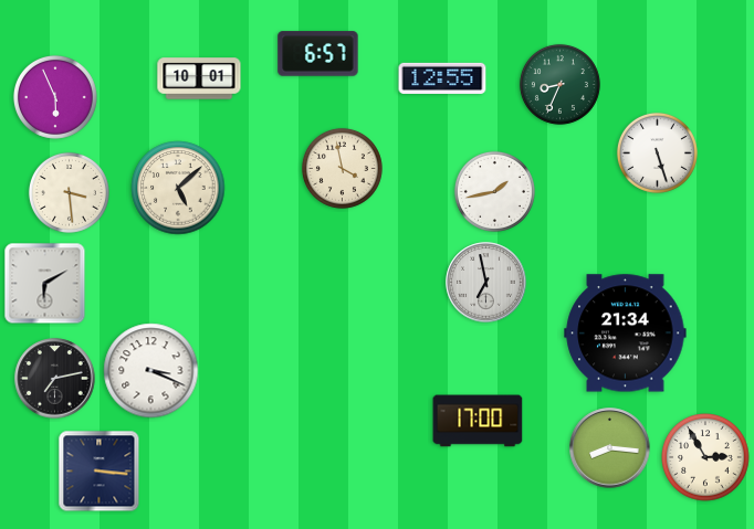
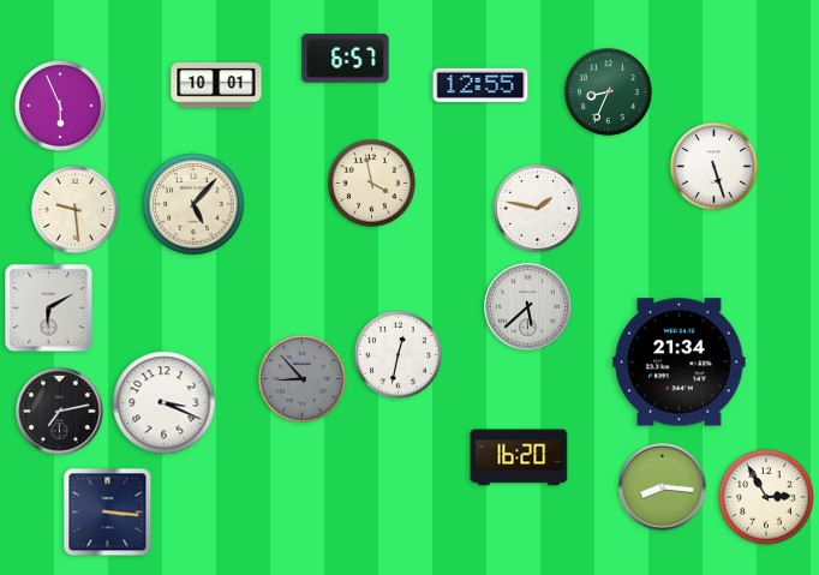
clock at (178, 188): 5:08 -> 5:07
clock at (494, 191): 1:43 -> 1:47
clock at (69, 192): 3:29 -> 9:29
clock at (486, 283): 6:58 -> 5:38
clock at (397, 354): none -> 12:32
clock at (301, 378): none -> 8:53
clock at (478, 421): 17:00 -> 16:20
